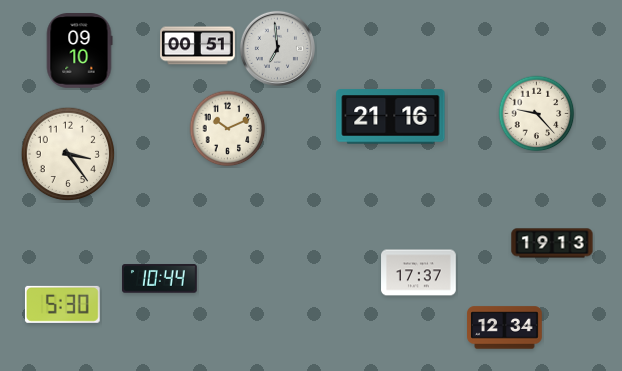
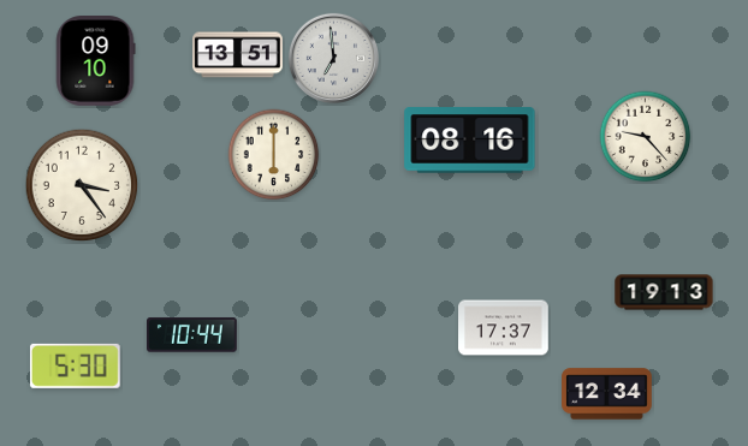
clock at (198, 46): 00:51 -> 13:51
clock at (391, 117): 21:16 -> 08:16
clock at (228, 129): 10:11 -> 6:00
